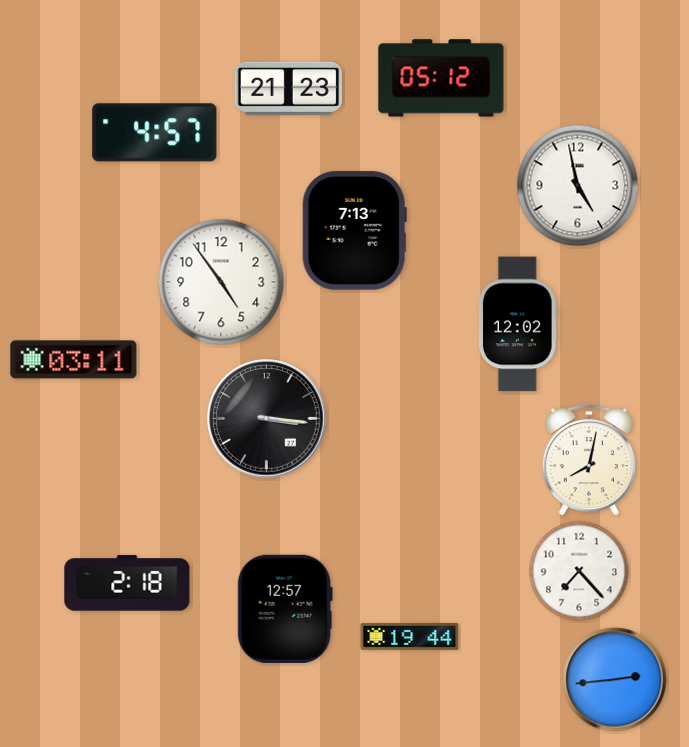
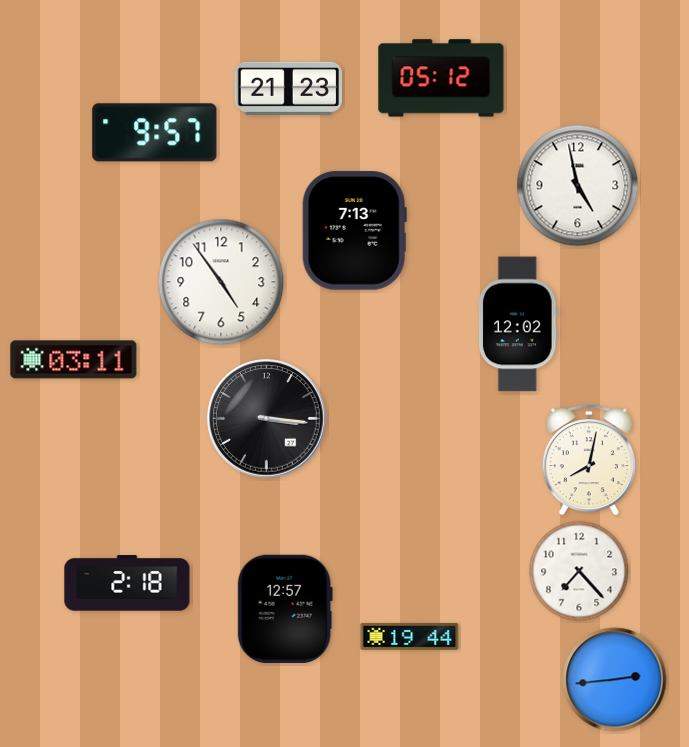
clock at (155, 133): 4:57 -> 9:57
